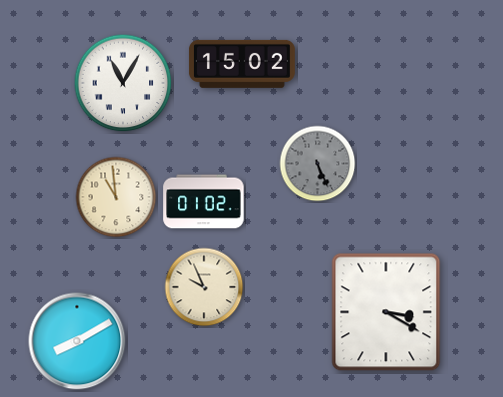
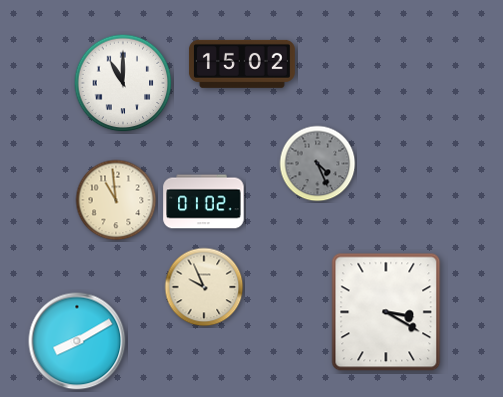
clock at (123, 83): 11:05 -> 11:00
clock at (318, 164): 5:26 -> 4:26
clock at (116, 197) position: (116, 197) -> (116, 200)
